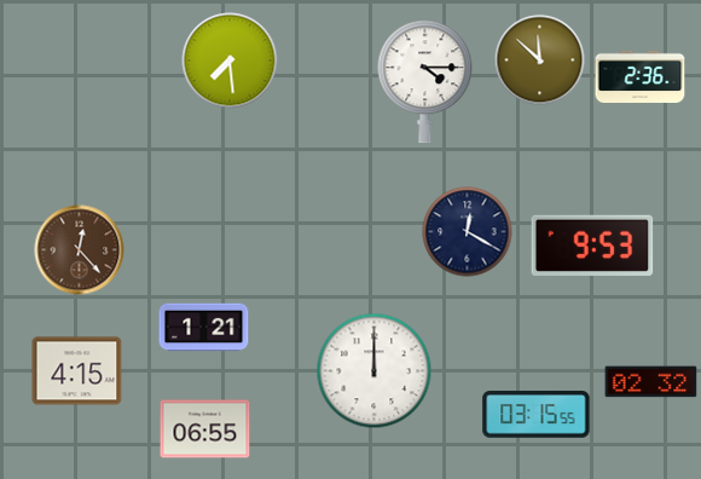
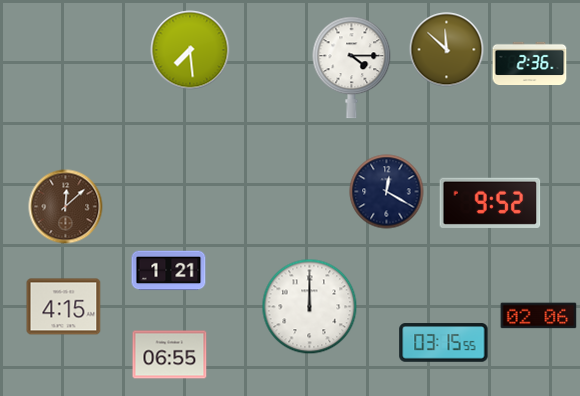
clock at (592, 246): 9:53 -> 9:52
clock at (80, 250): 12:23 -> 12:08
clock at (651, 382): 02:32 -> 02:06
